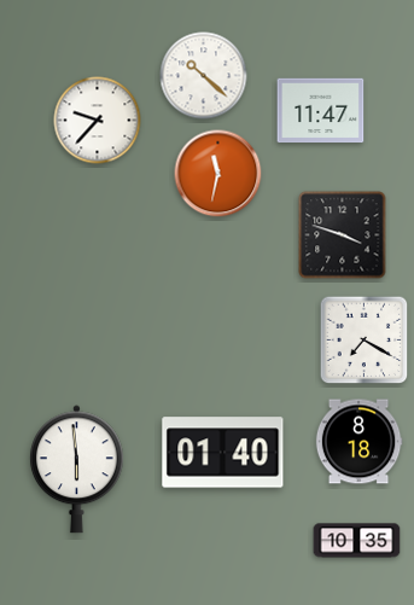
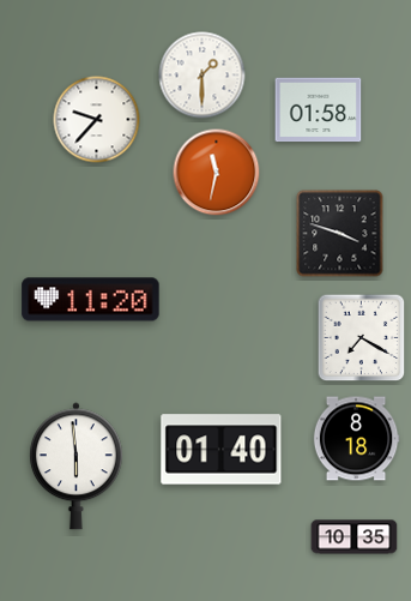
clock at (204, 76): 10:22 -> 1:30
clock at (321, 111): 11:47 -> 01:58
clock at (91, 300): none -> 11:20
